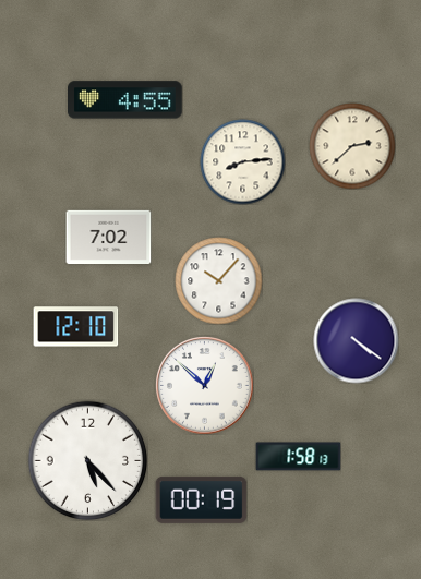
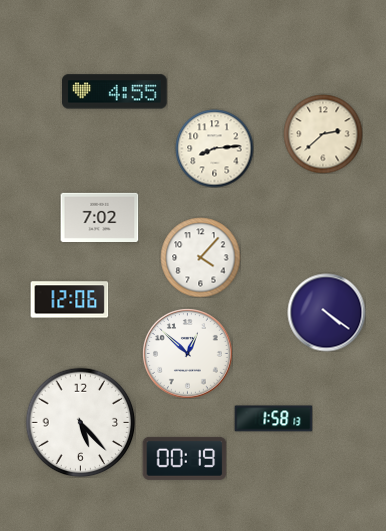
clock at (242, 161) position: (242, 161) -> (214, 148)
clock at (218, 280): 10:07 -> 4:07
clock at (75, 327): 12:10 -> 12:06
